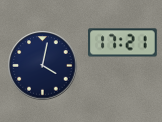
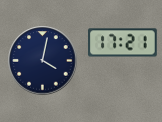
clock at (43, 66) position: (43, 66) -> (43, 61)
